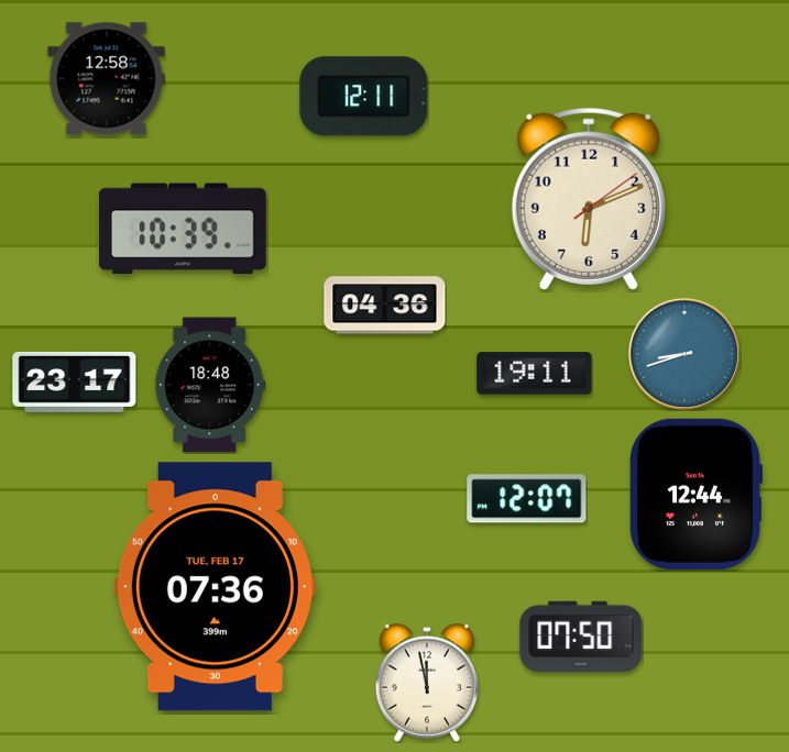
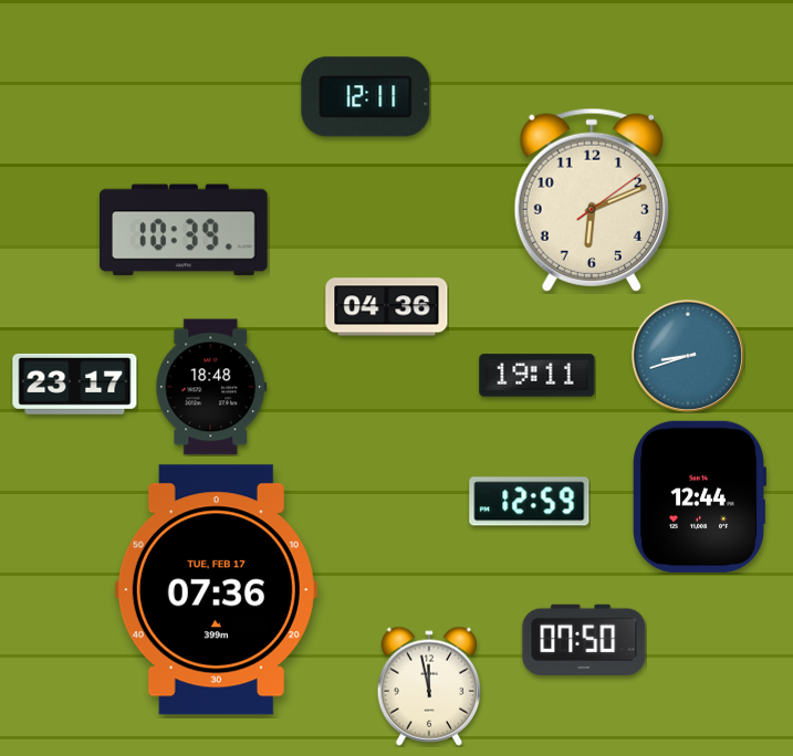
clock at (107, 79): 12:58 -> none
clock at (527, 499): 12:07 -> 12:59
